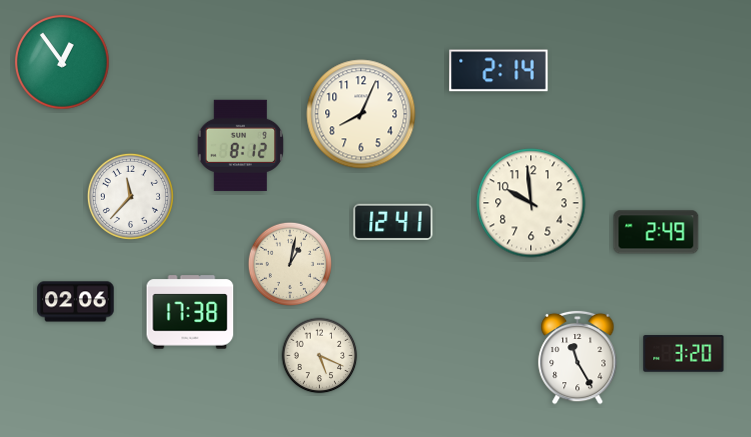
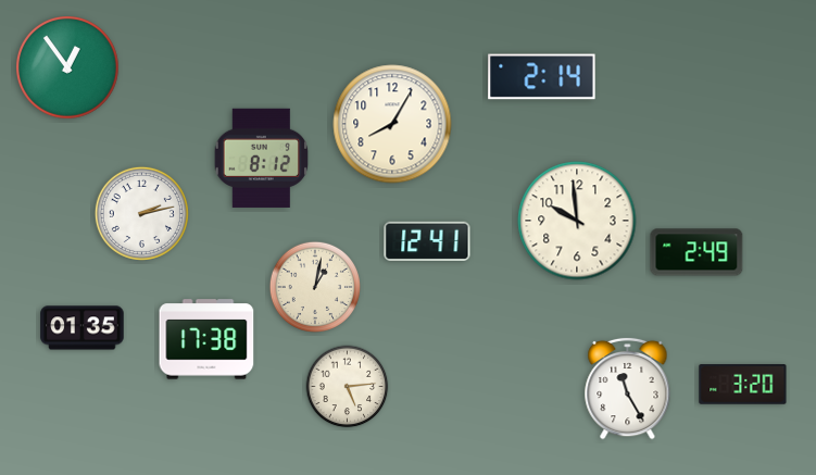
clock at (361, 114): 8:04 -> 8:05
clock at (130, 196): 11:37 -> 2:13
clock at (656, 232) position: (656, 232) -> (696, 252)
clock at (76, 302): 02:06 -> 01:35
clock at (320, 356): 5:19 -> 5:14
